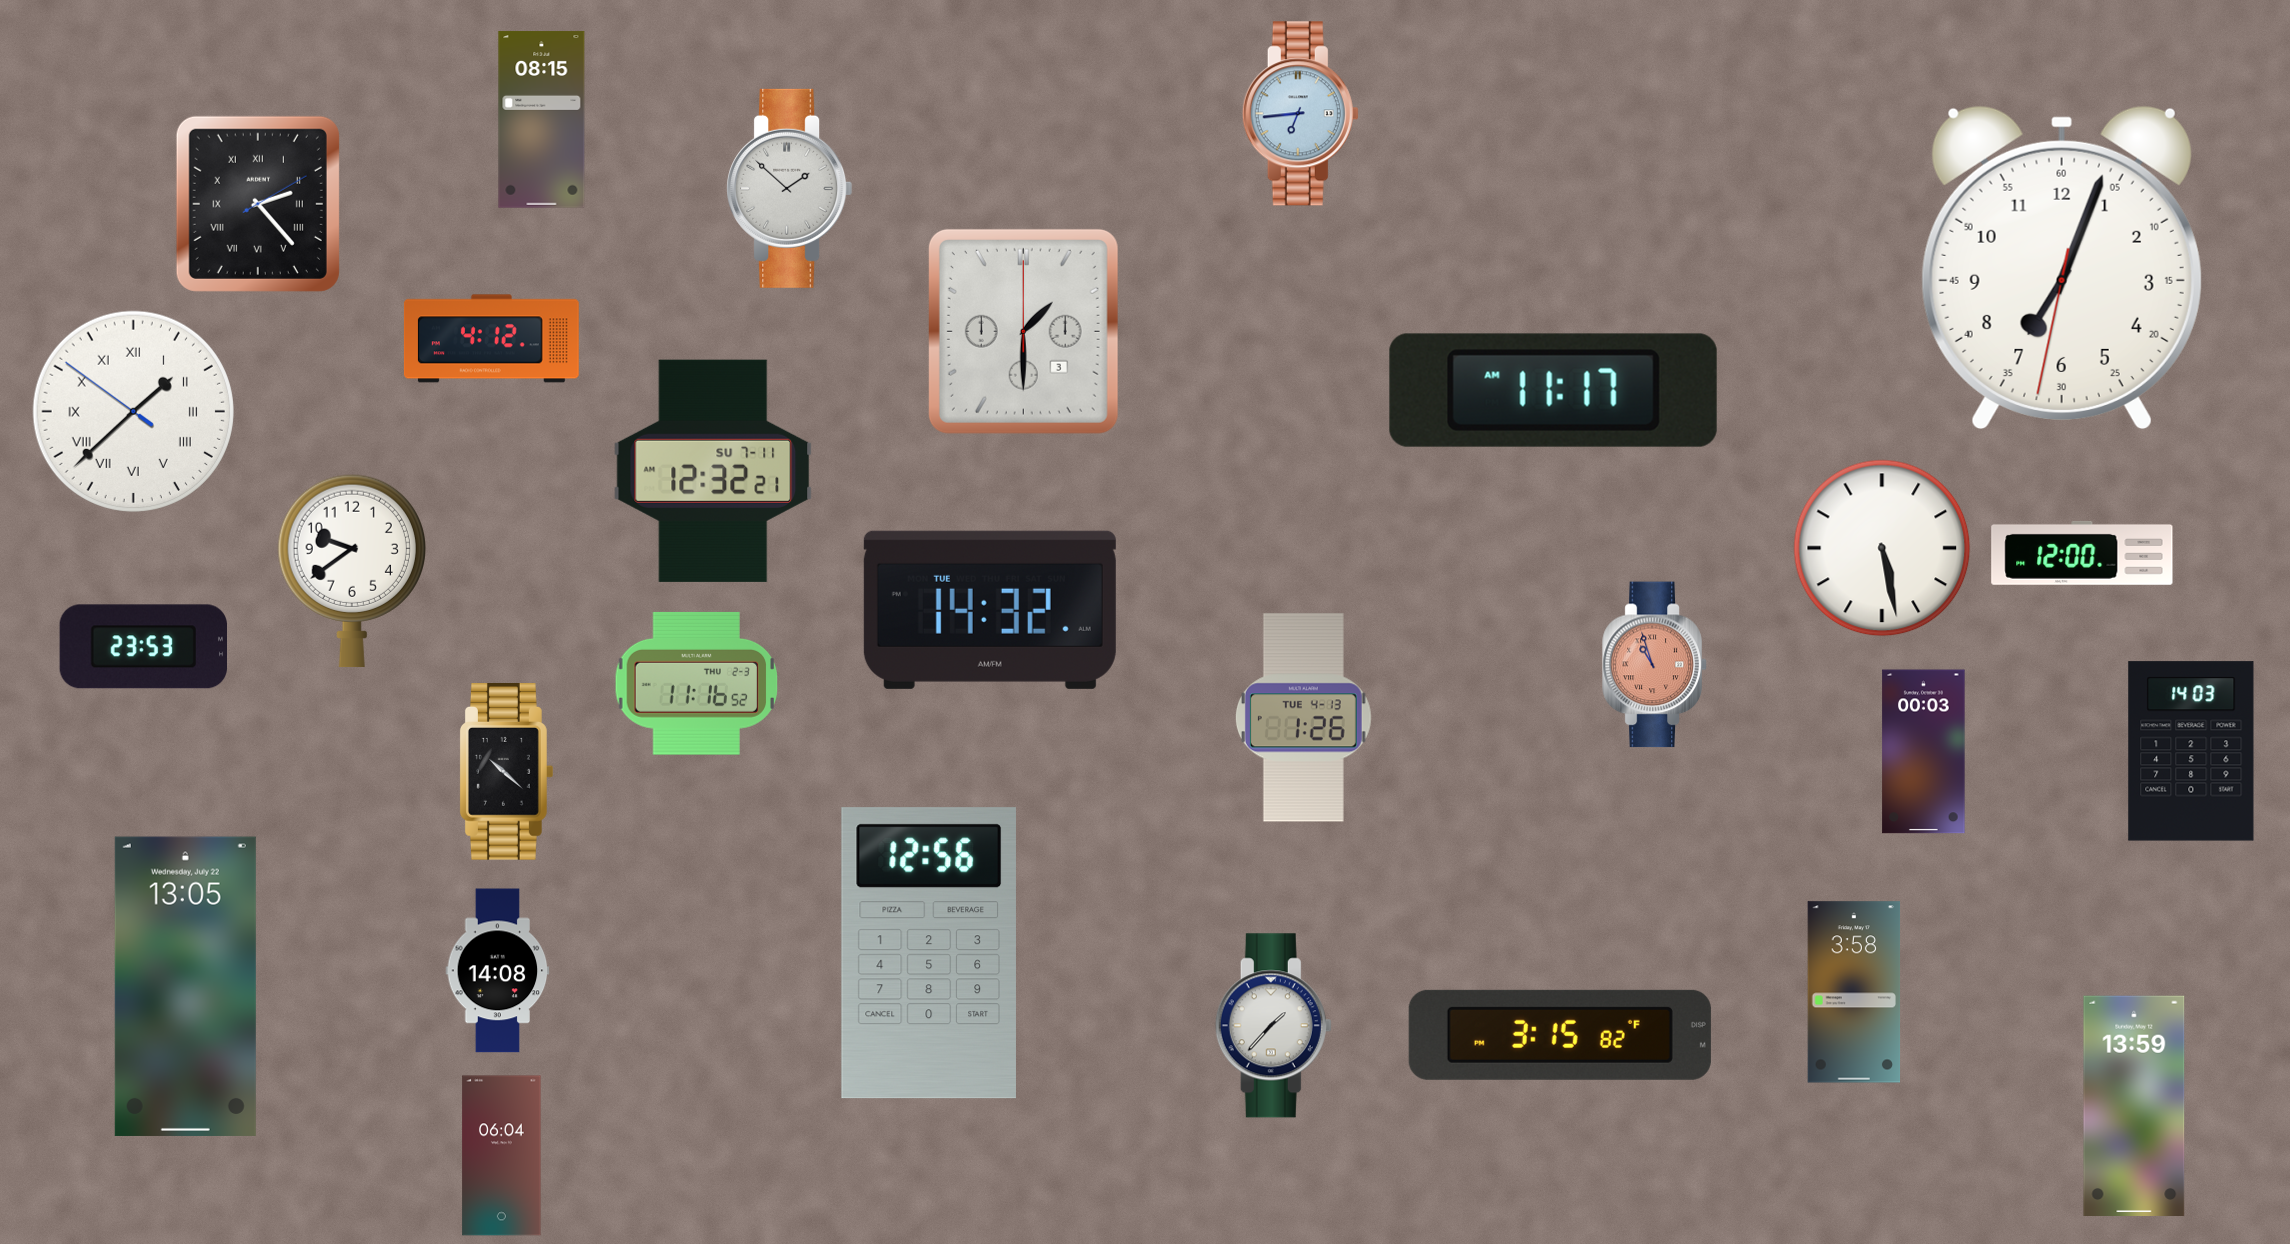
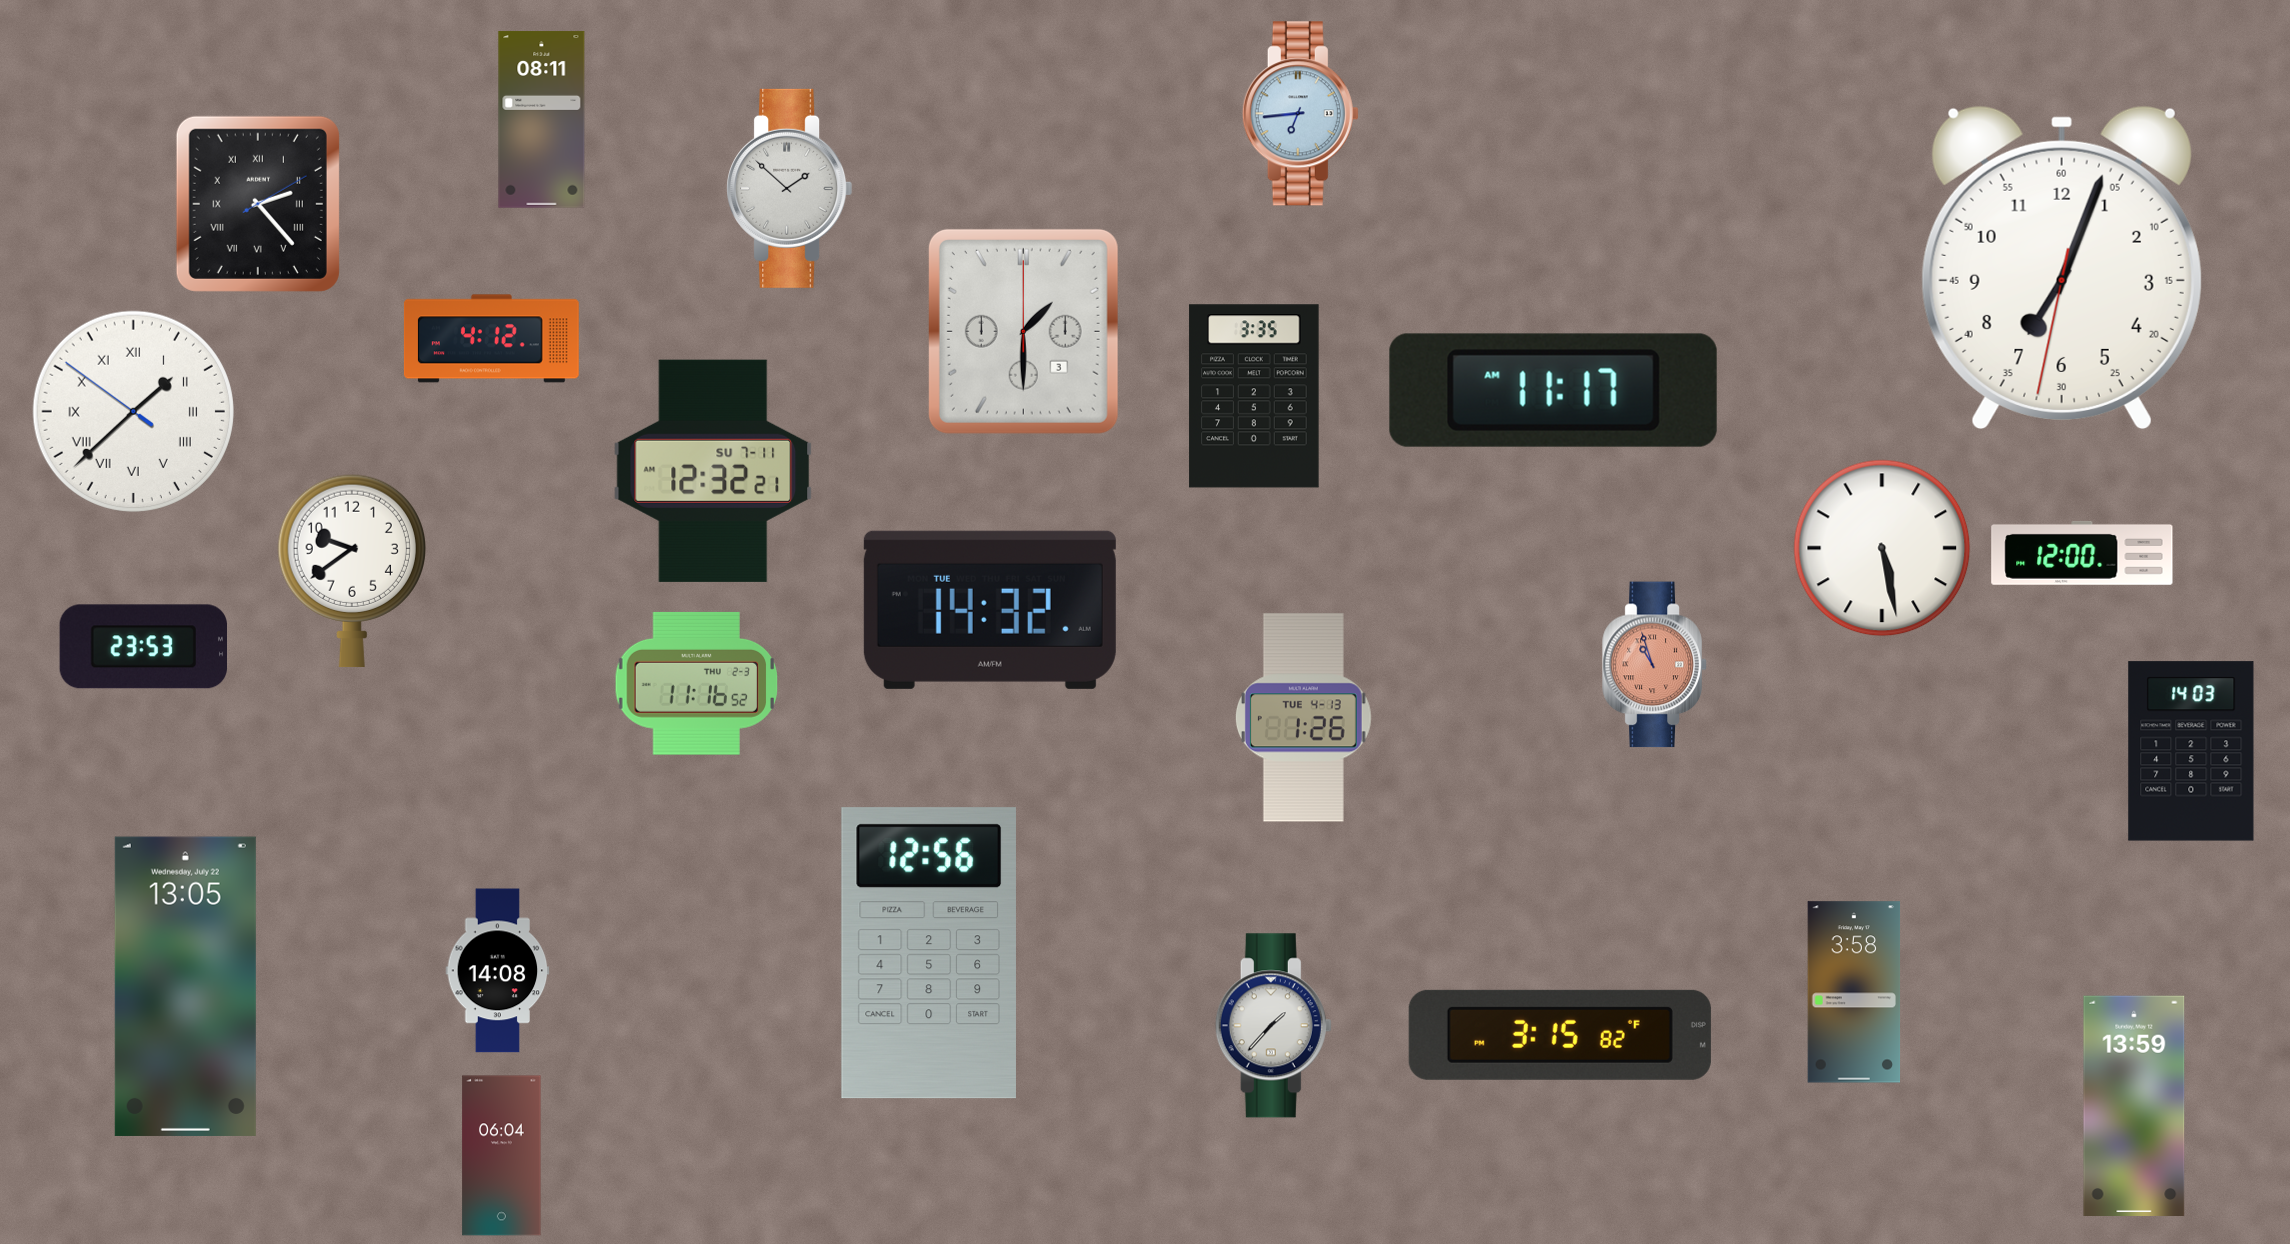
clock at (542, 120): 08:15 -> 08:11
clock at (1254, 396): none -> 3:35
clock at (1924, 752): 00:03 -> none
clock at (506, 772): 10:22 -> none
